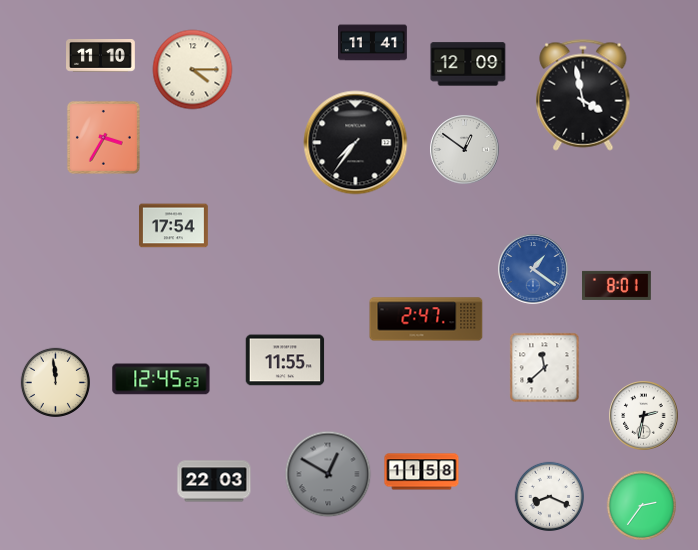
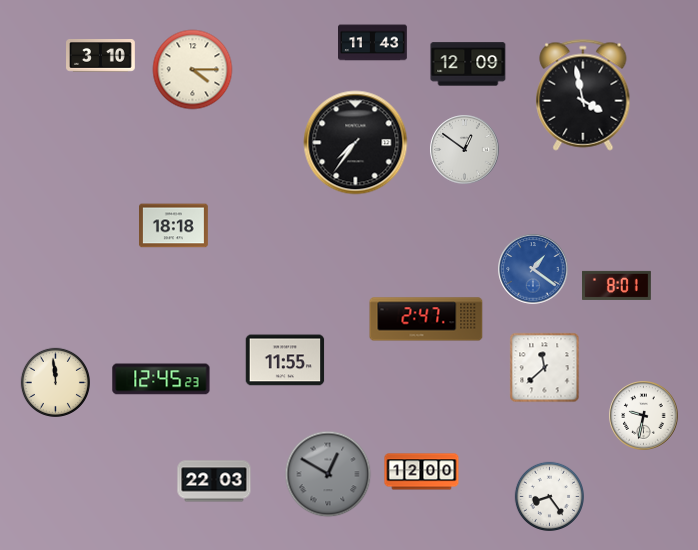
clock at (373, 43): 11:41 -> 11:43
clock at (101, 56): 11:10 -> 3:10
clock at (103, 137): 3:35 -> none
clock at (174, 226): 17:54 -> 18:18
clock at (644, 416): 2:32 -> 9:32
clock at (422, 472): 11:58 -> 12:00
clock at (549, 496): 8:19 -> 8:24
clock at (641, 505): 2:36 -> none
